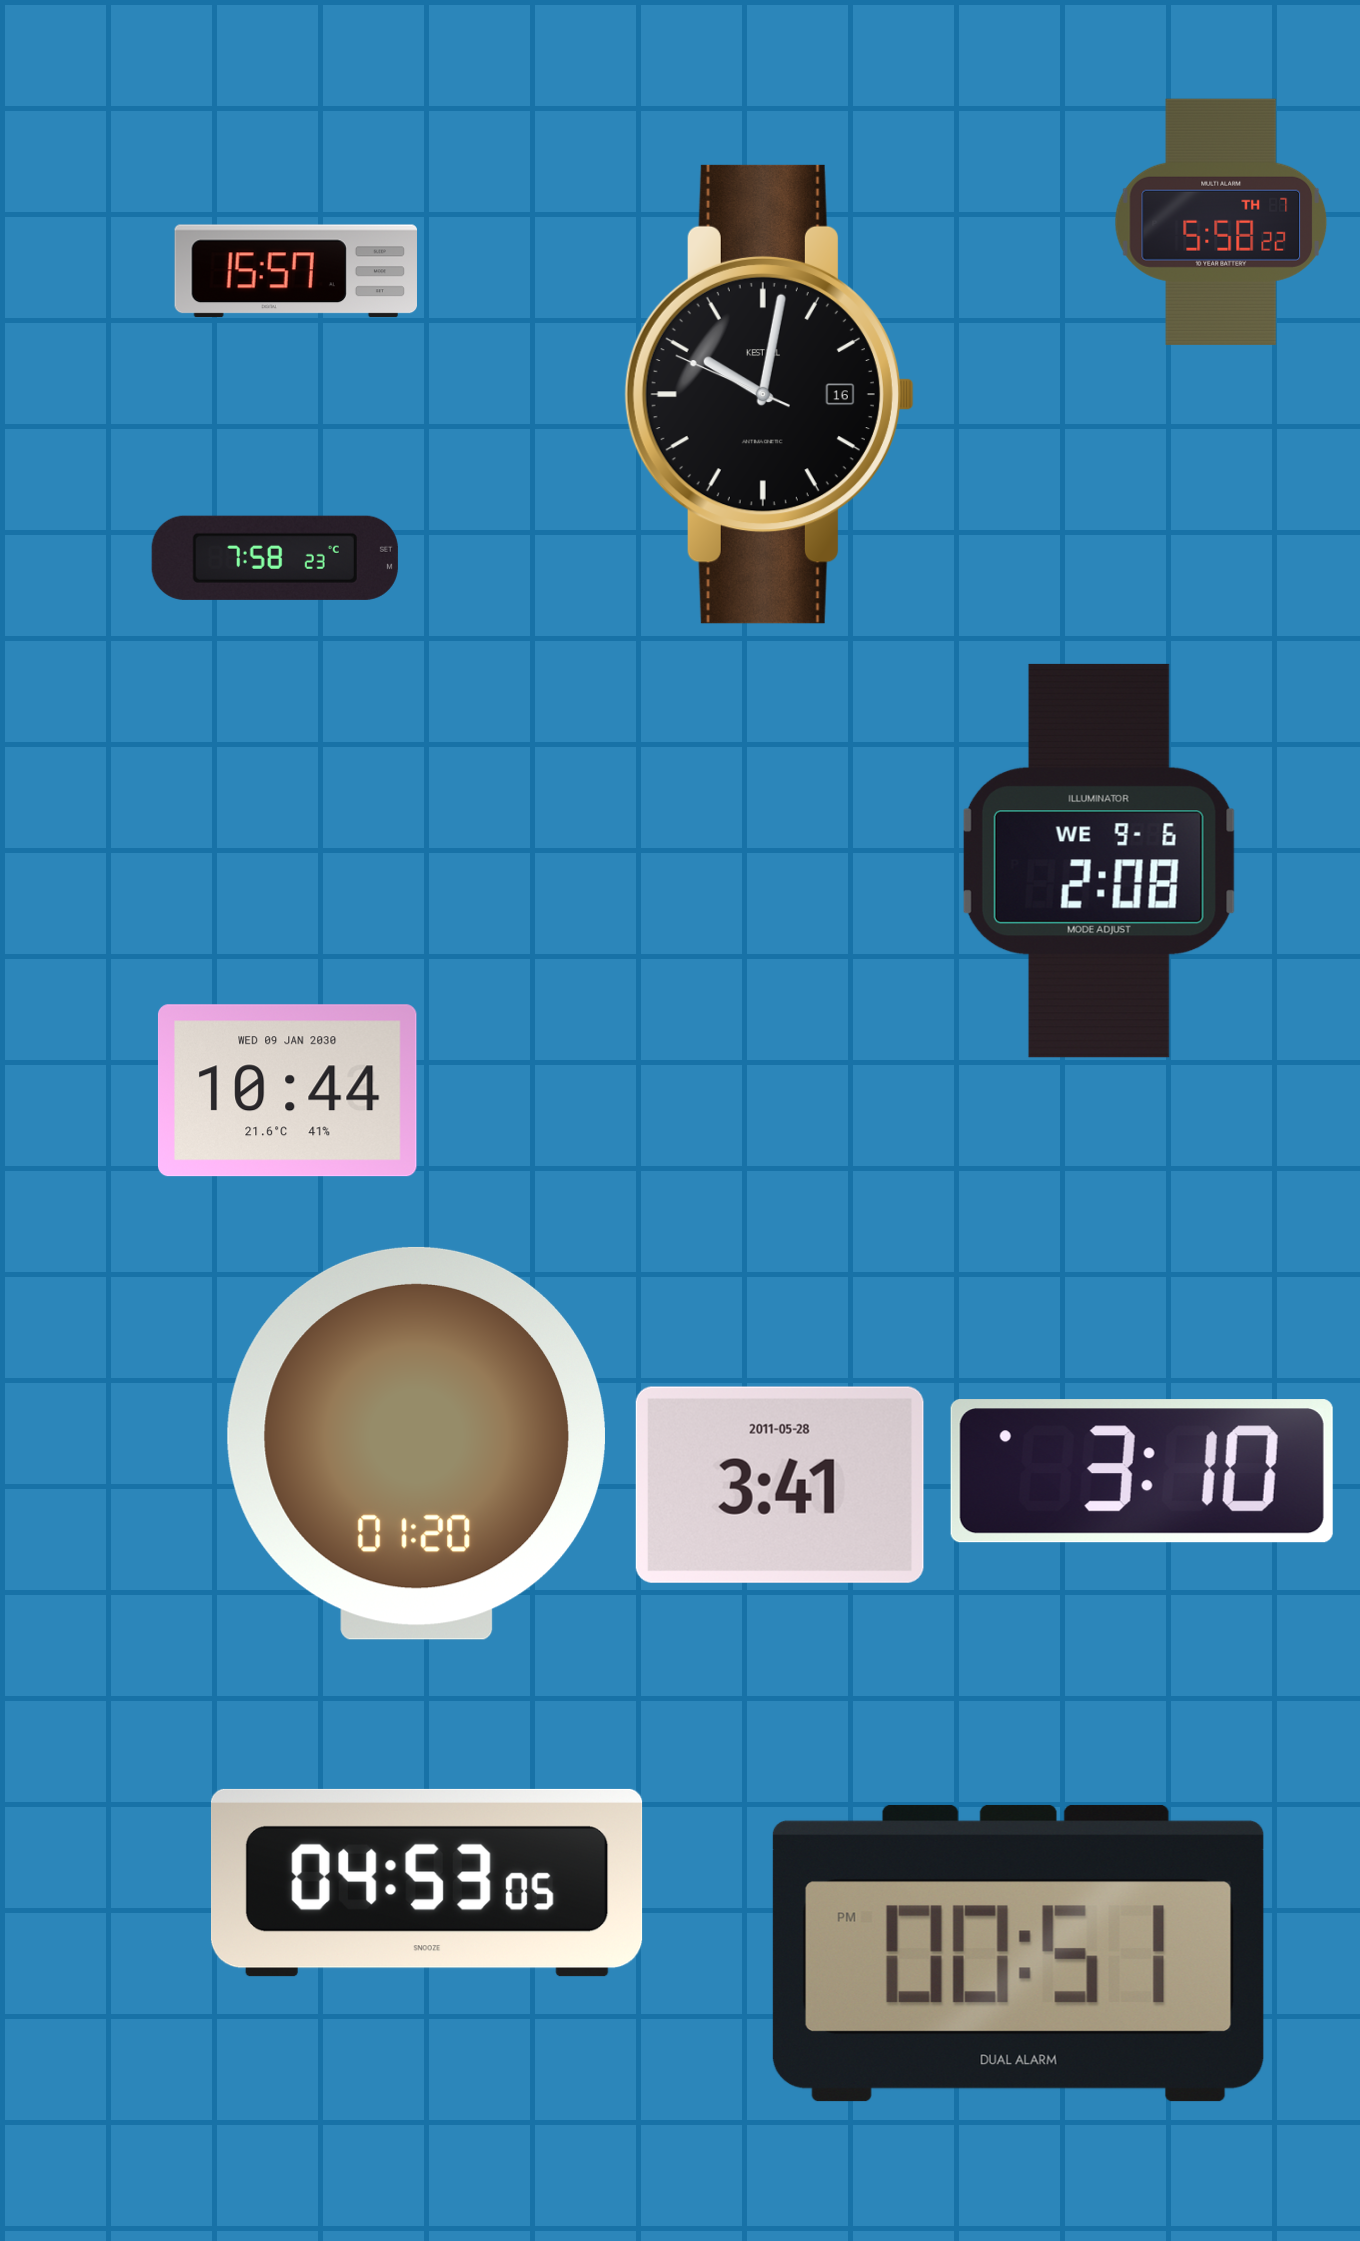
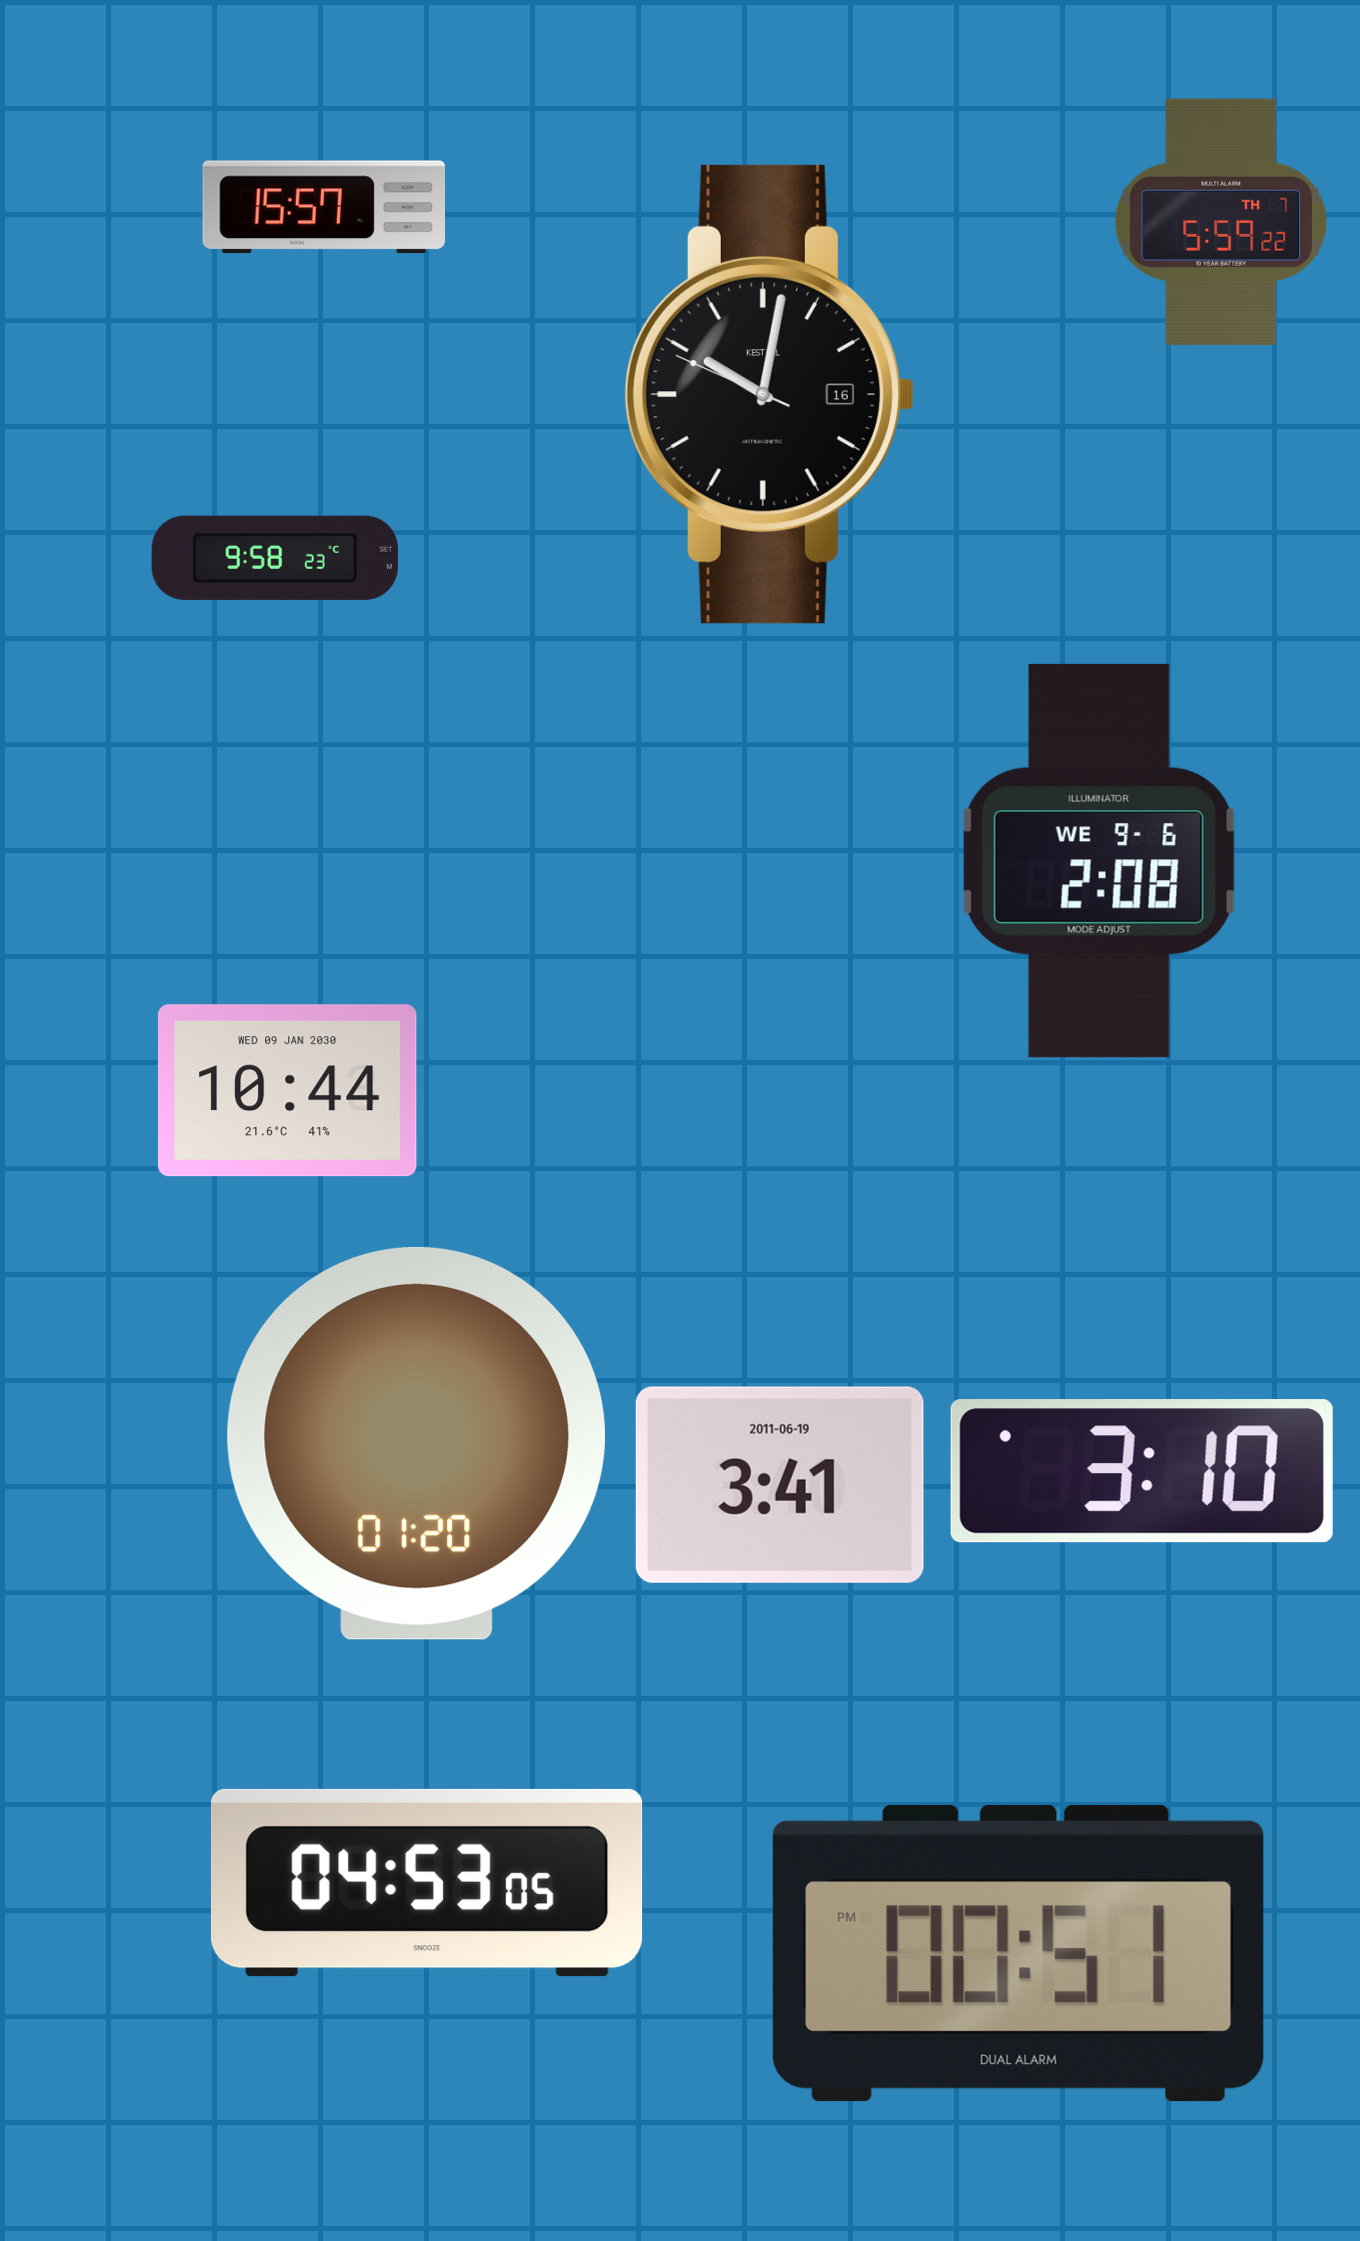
clock at (1221, 222): 5:58 -> 5:59
clock at (295, 271) position: (295, 271) -> (323, 207)
clock at (275, 558): 7:58 -> 9:58
clock at (780, 1485) date: 2011-05-28 -> 2011-06-19
